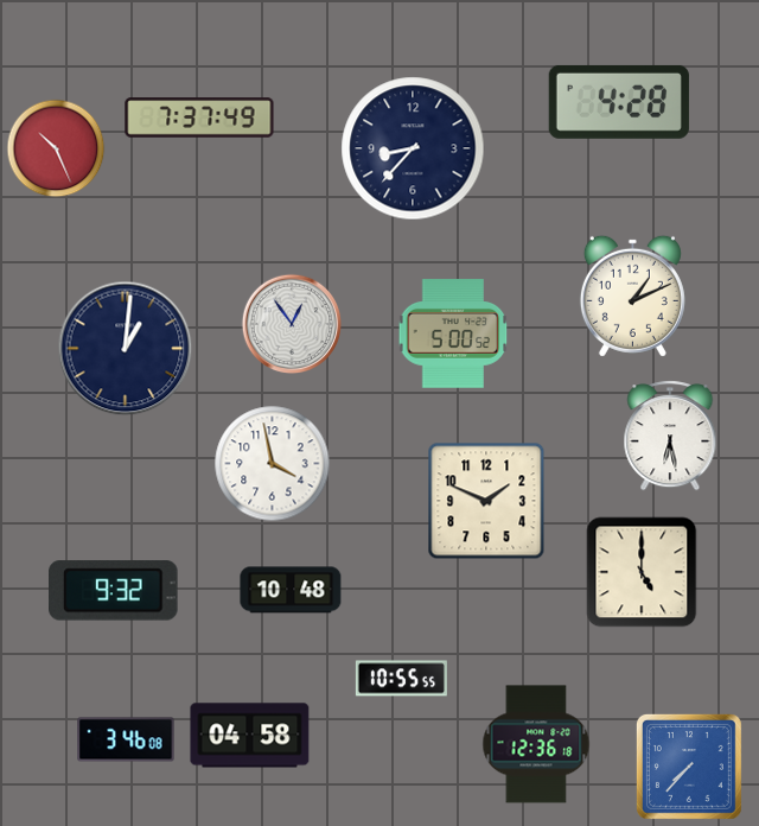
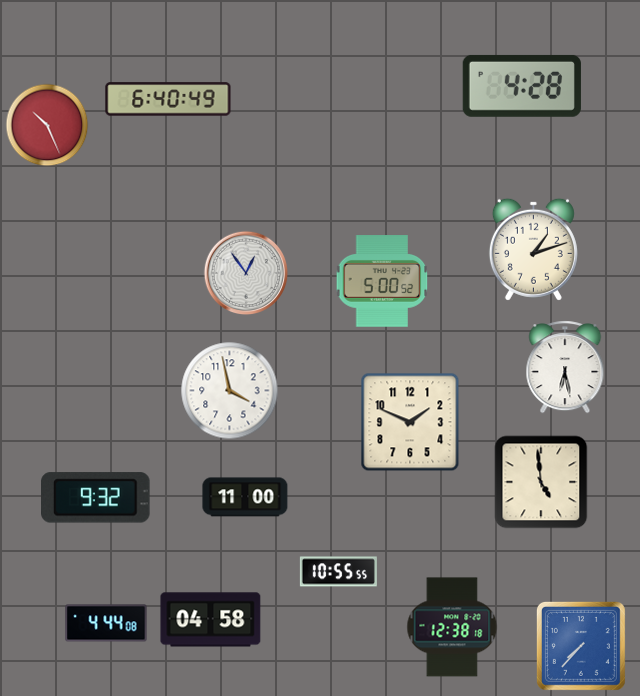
clock at (199, 117): 7:37 -> 6:40
clock at (413, 148): 8:37 -> none
clock at (632, 296): 1:11 -> 1:12
clock at (126, 349): 1:01 -> none
clock at (642, 572): 5:00 -> 4:59
clock at (291, 590): 10:48 -> 11:00
clock at (126, 739): 3:46 -> 4:44
clock at (536, 744): 12:36 -> 12:38
